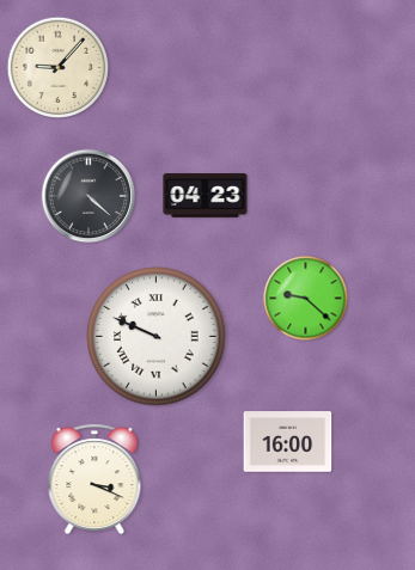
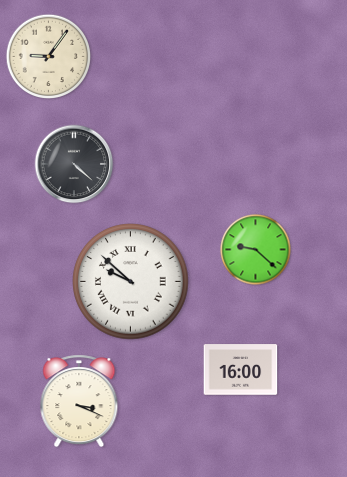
clock at (57, 67): 9:07 -> 9:06
clock at (206, 196): 04:23 -> none
clock at (157, 337): 9:49 -> 9:52
